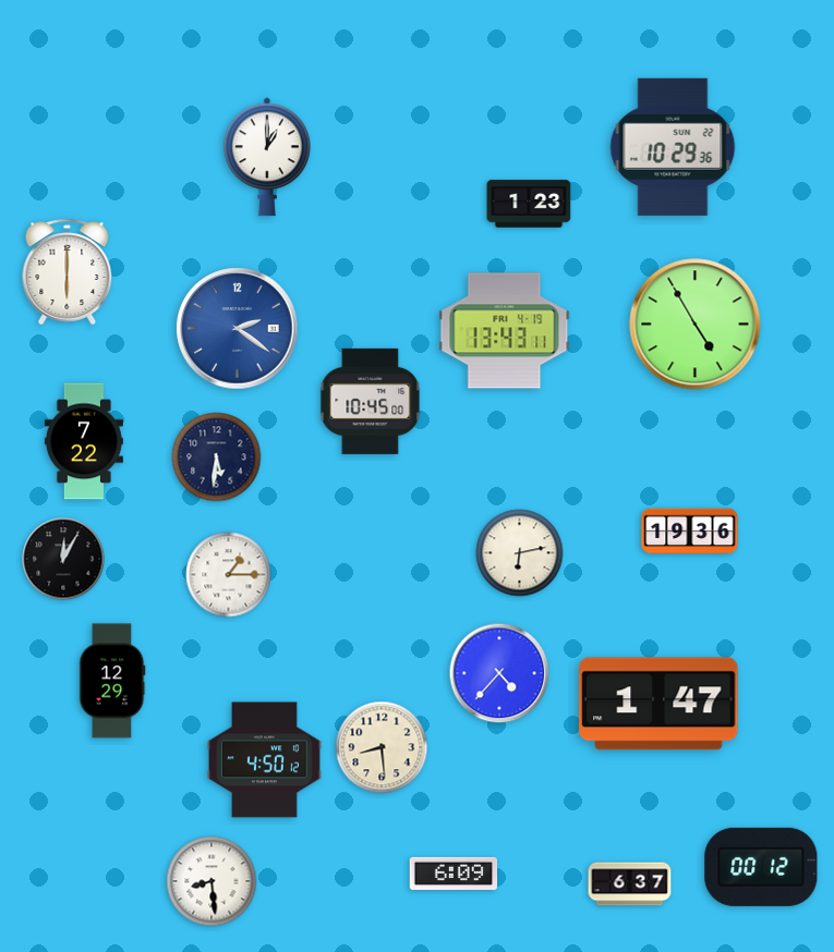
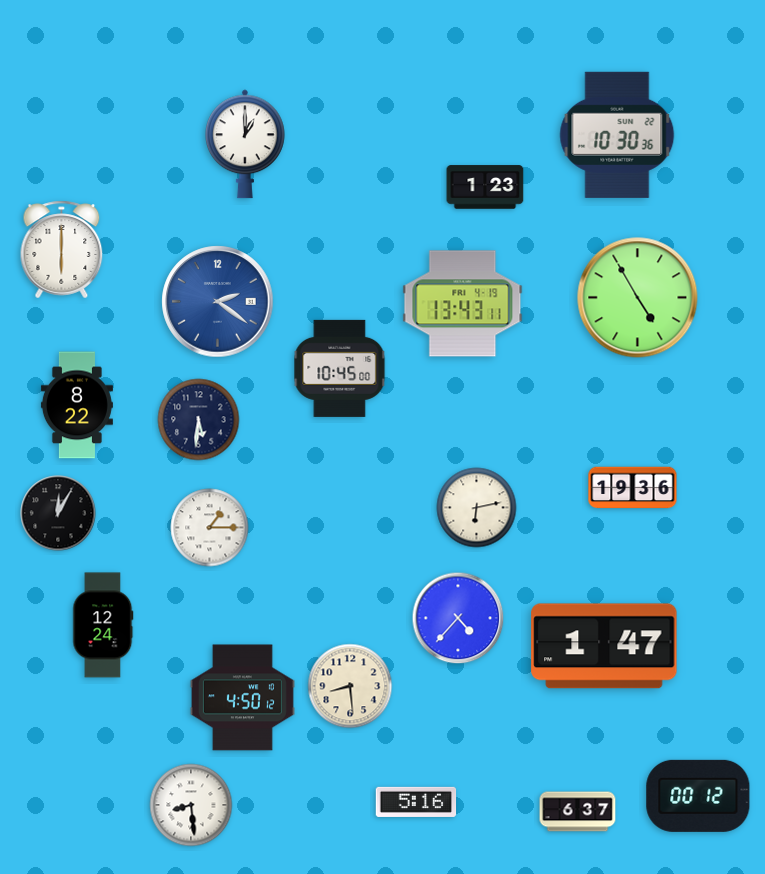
clock at (673, 147): 10:29 -> 10:30
clock at (84, 441): 7:22 -> 8:22
clock at (112, 681): 12:29 -> 12:24
clock at (454, 874): 6:09 -> 5:16
clock at (211, 881) position: (211, 881) -> (191, 805)
